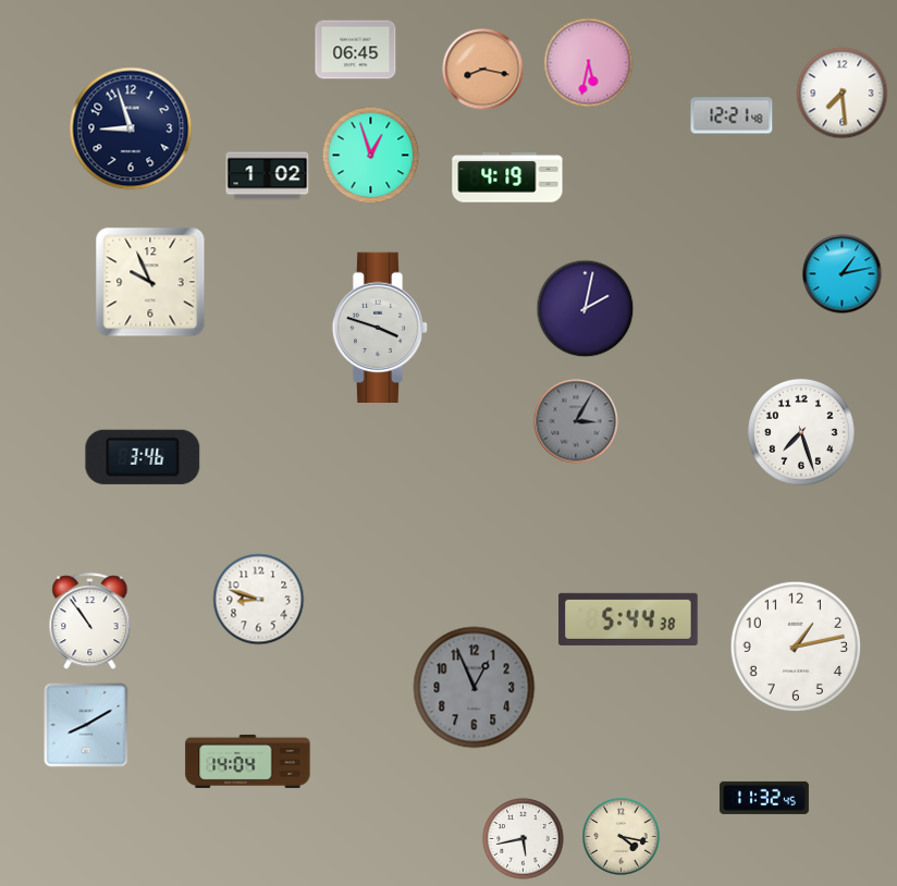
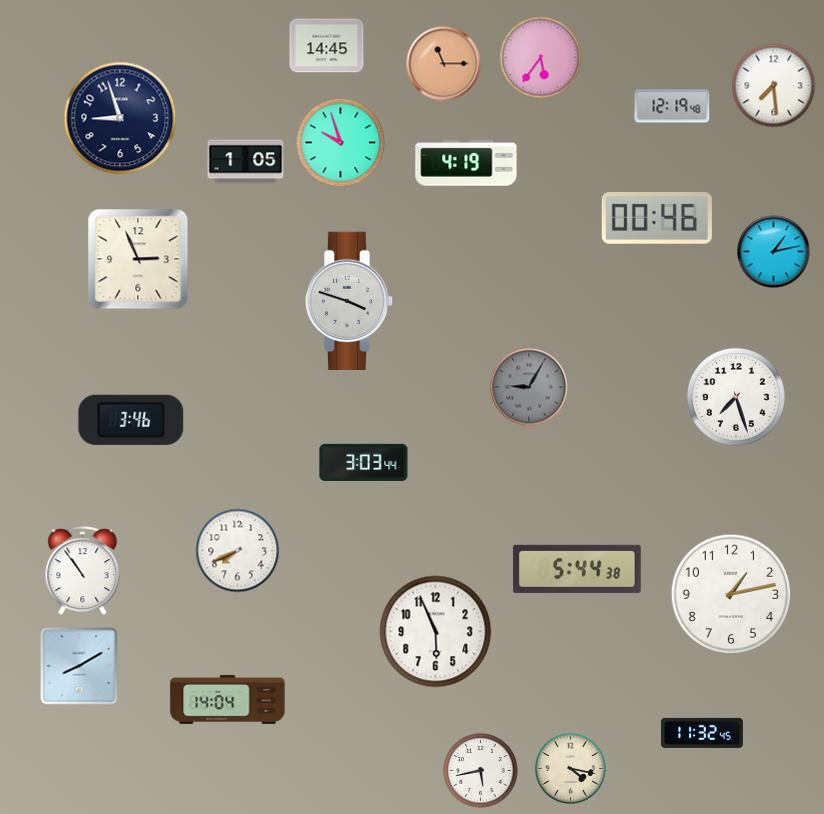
clock at (356, 50): 06:45 -> 14:45
clock at (589, 63): 5:32 -> 5:36
clock at (483, 70): 8:17 -> 11:15
clock at (732, 115): 12:21 -> 12:19
clock at (371, 156): 12:57 -> 9:57
clock at (268, 176): 1:02 -> 1:05
clock at (657, 218): none -> 00:46
clock at (150, 282): 9:56 -> 2:56
clock at (586, 309): 2:02 -> none
clock at (576, 421): 3:05 -> 9:05
clock at (364, 462): none -> 3:03
clock at (259, 600): 8:48 -> 7:41
clock at (475, 688): 12:56 -> 5:56
clock at (475, 688) dial: grey -> white
